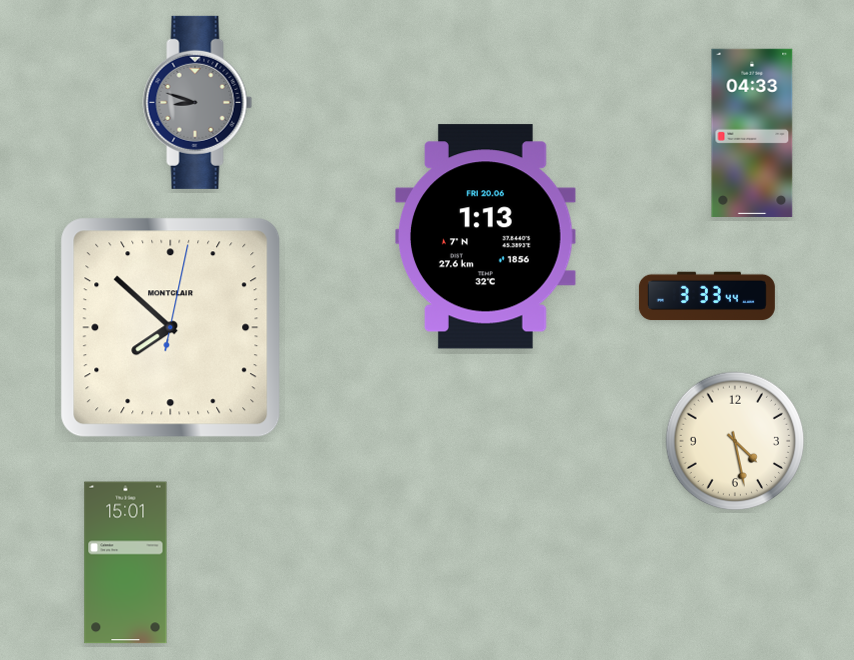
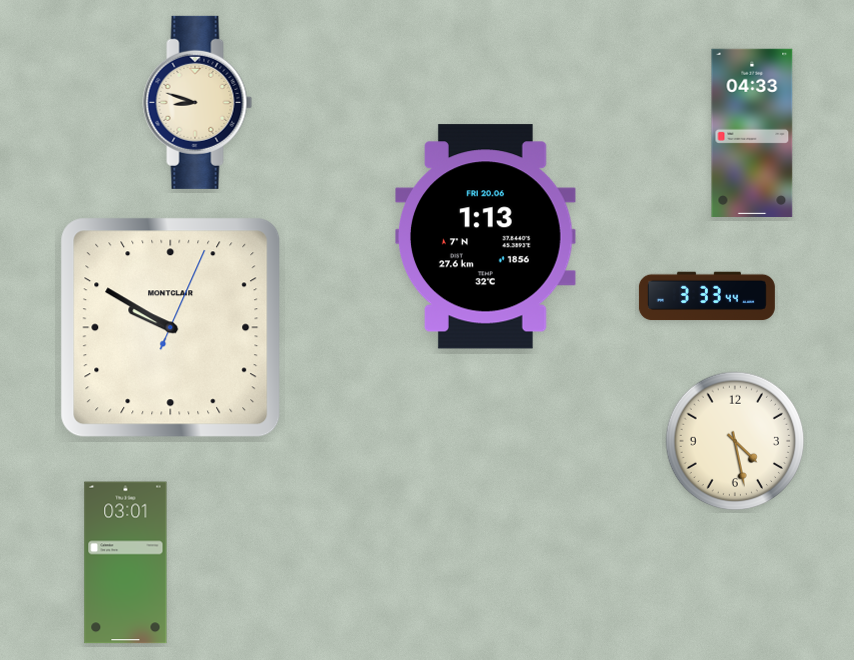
clock at (198, 102) dial: grey -> cream
clock at (171, 328): 7:52 -> 9:50
clock at (126, 563): 15:01 -> 03:01
